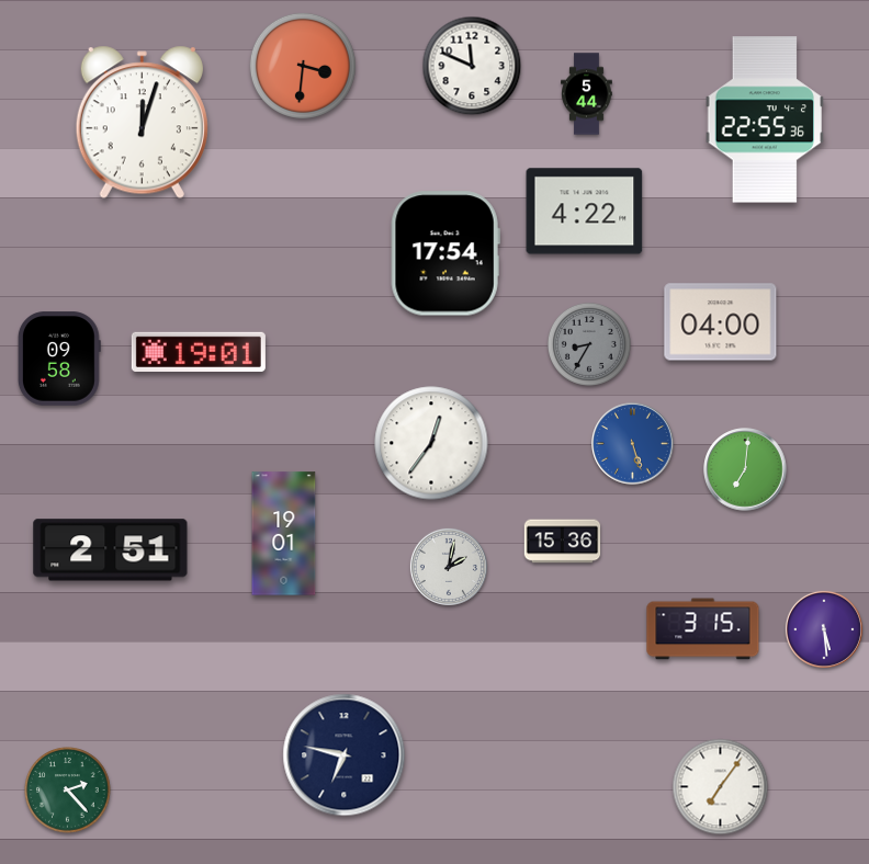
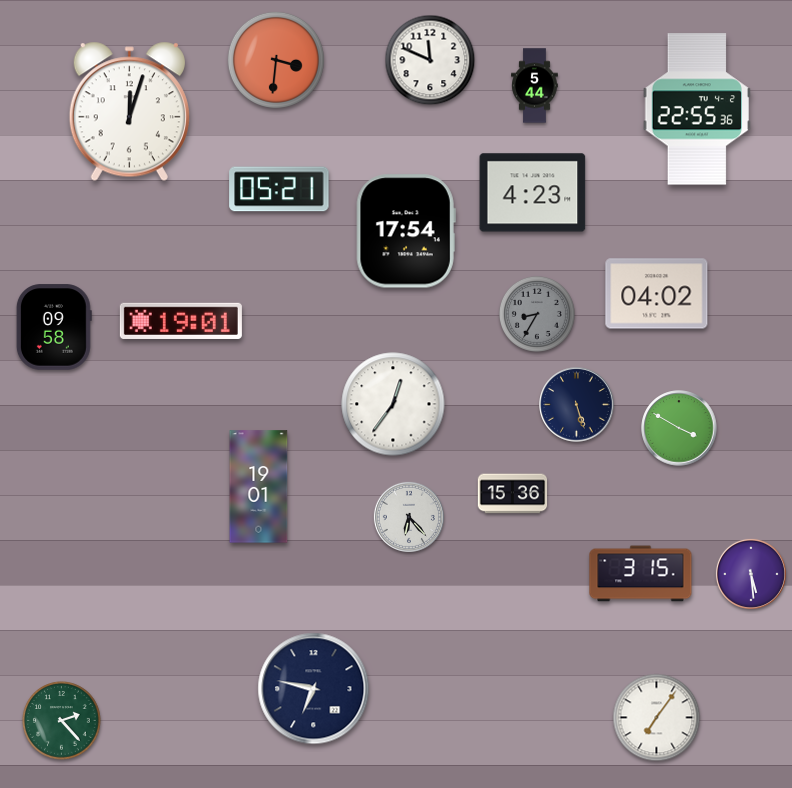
clock at (279, 189): none -> 05:21
clock at (585, 212): 4:22 -> 4:23
clock at (721, 322): 04:00 -> 04:02
clock at (633, 444) dial: blue -> navy
clock at (745, 469): 7:01 -> 3:50
clock at (111, 550): 2:51 -> none
clock at (449, 567): 2:02 -> 6:23
